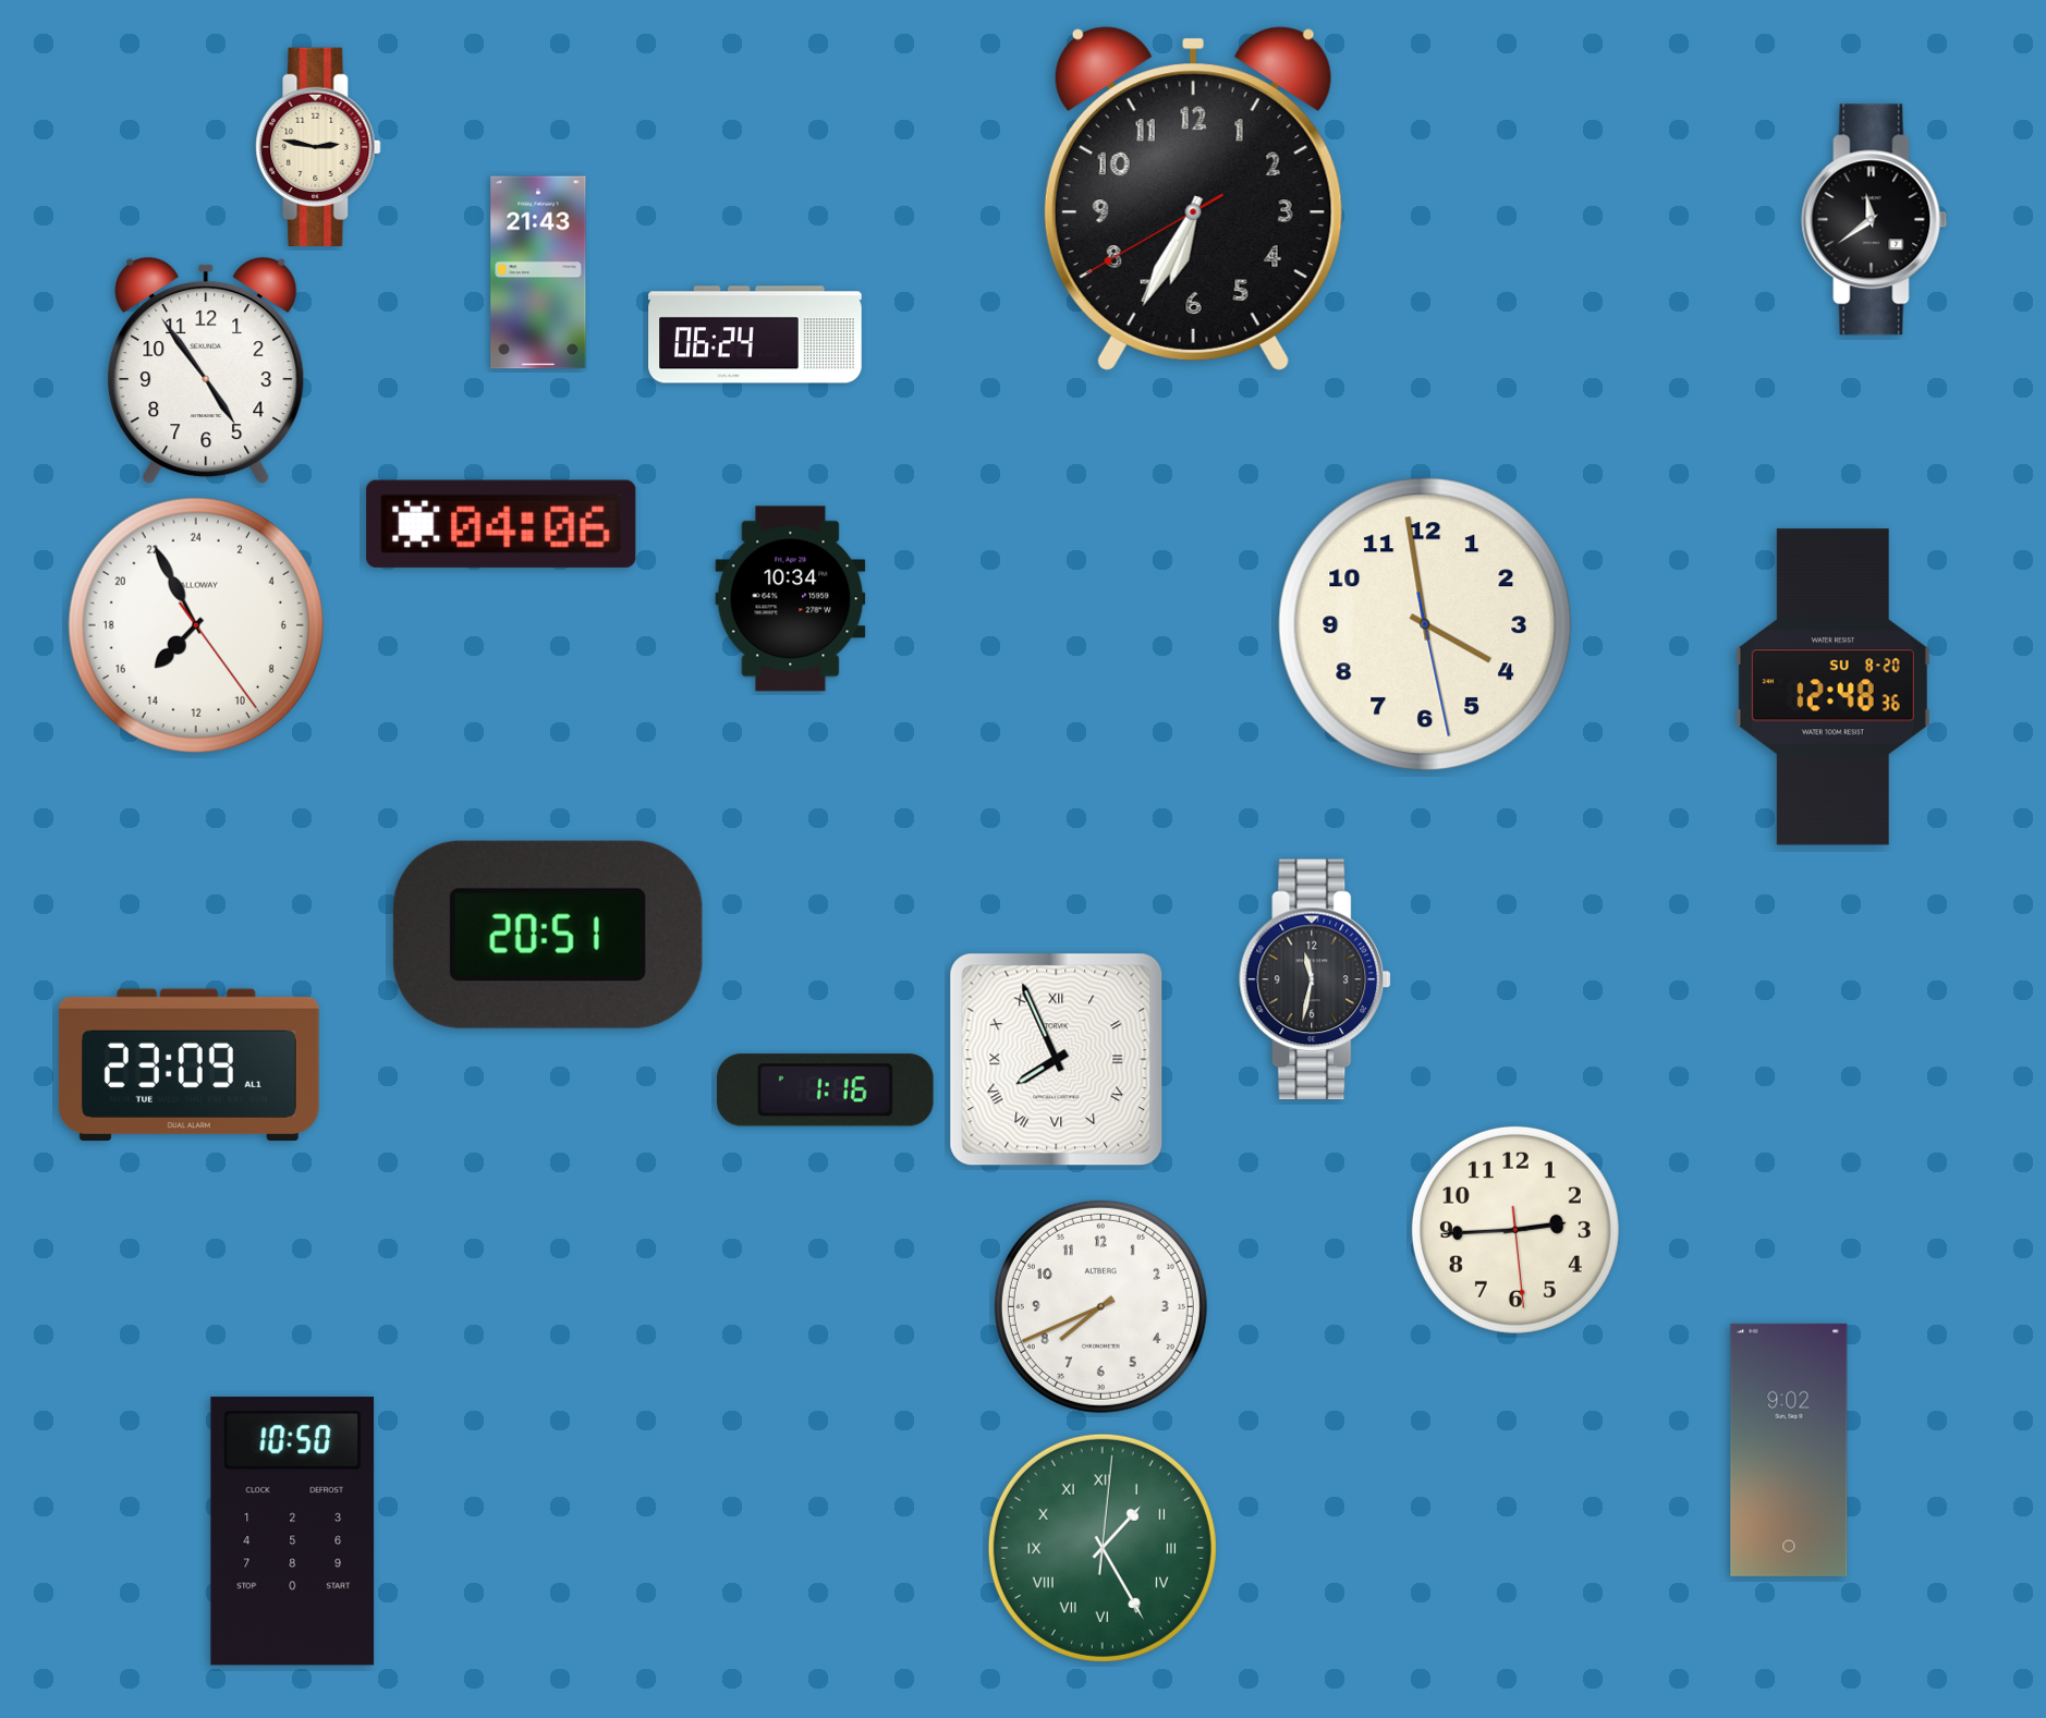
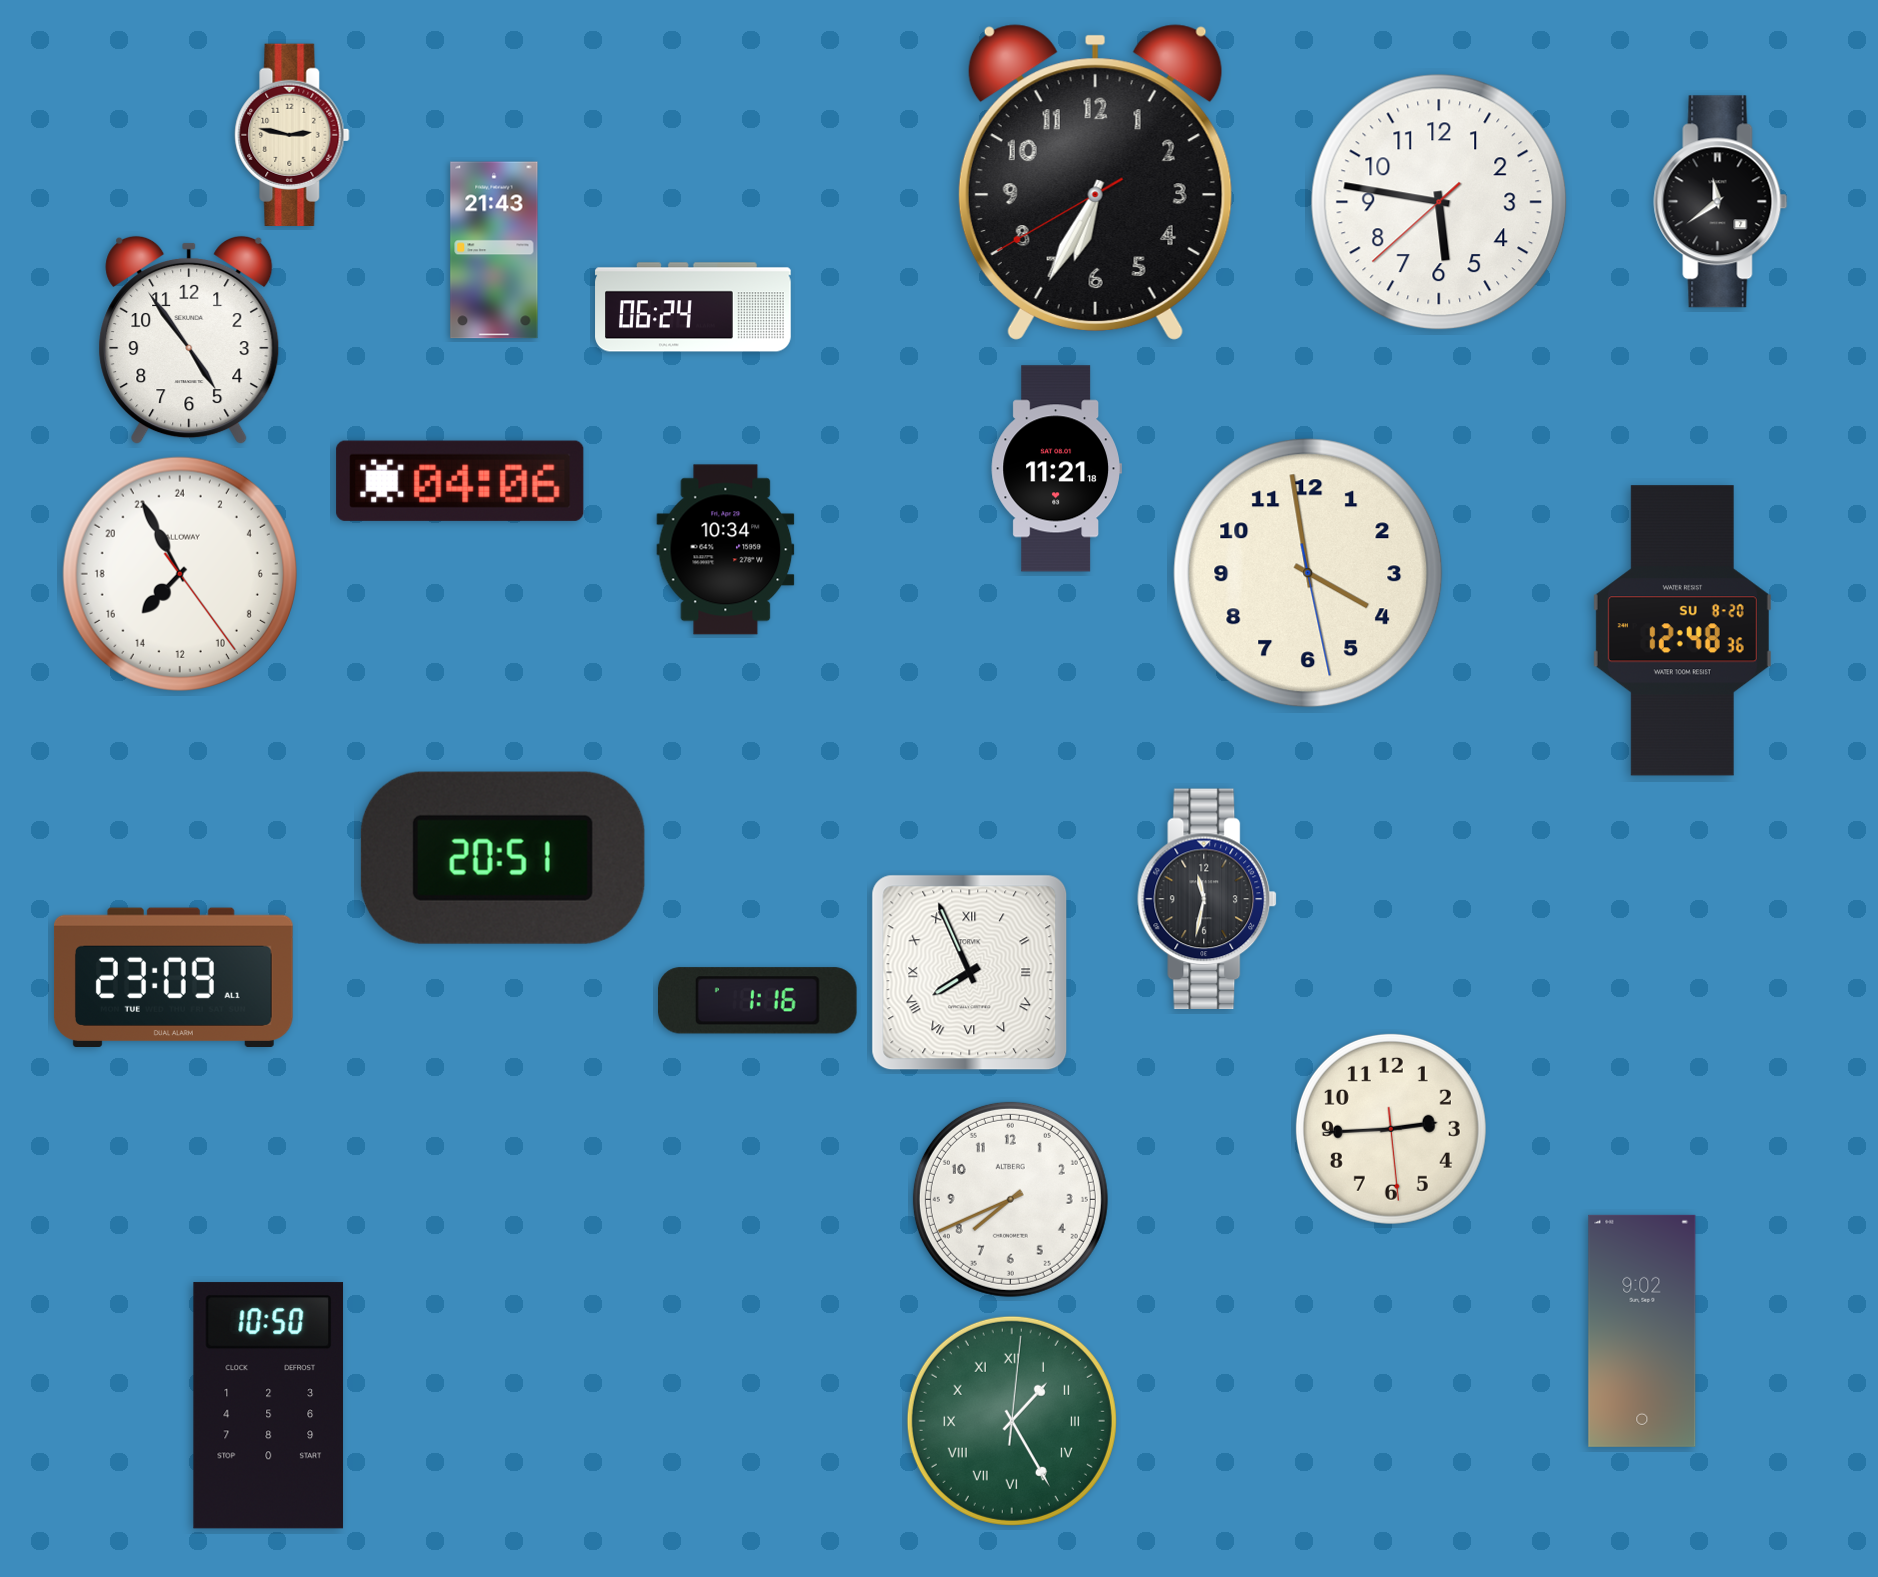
clock at (1439, 202): none -> 5:46
clock at (1056, 469): none -> 11:21
